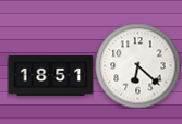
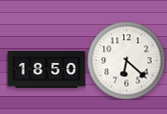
clock at (50, 76): 18:51 -> 18:50
